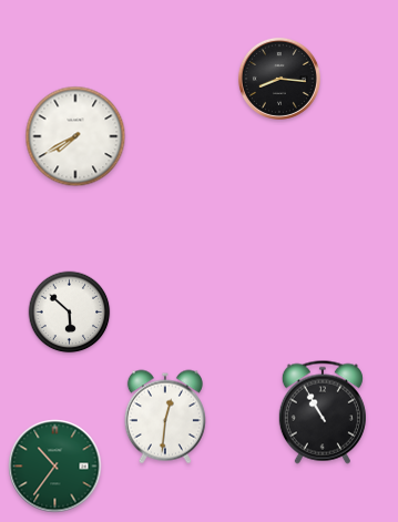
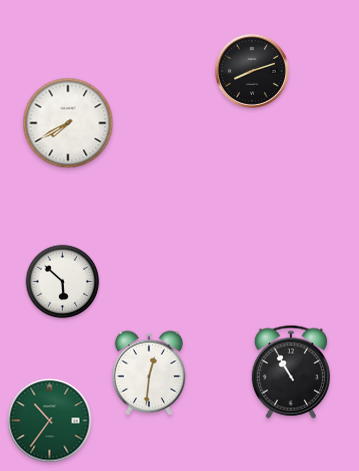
clock at (279, 79): 8:16 -> 8:12
clock at (165, 417) position: (165, 417) -> (149, 373)
